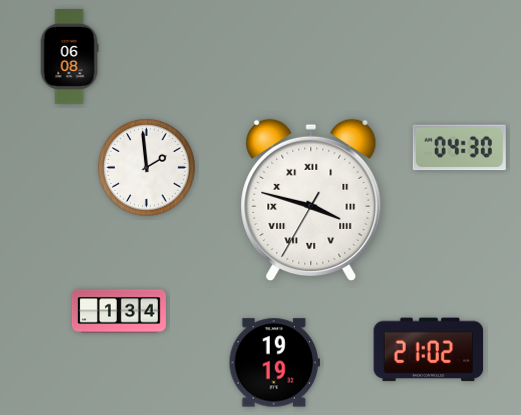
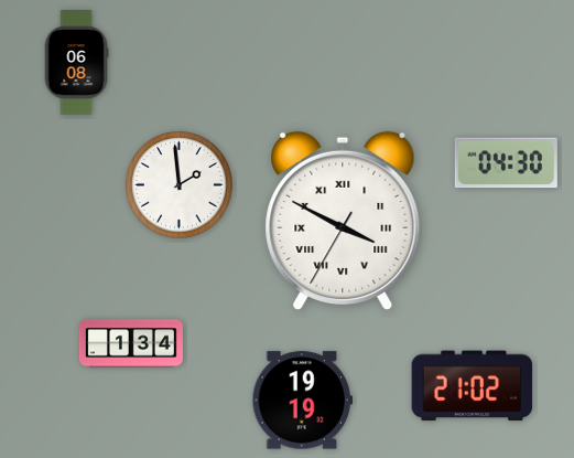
clock at (147, 168) position: (147, 168) -> (180, 185)
clock at (311, 200): 3:47 -> 3:49
